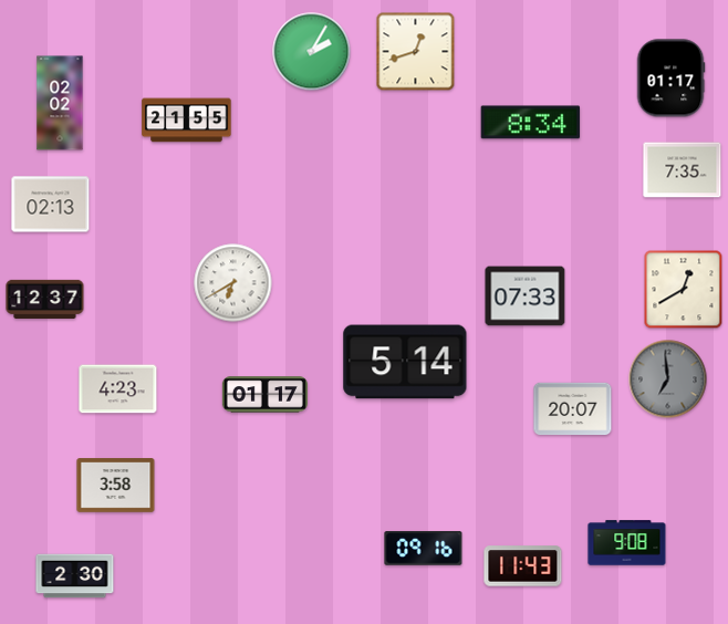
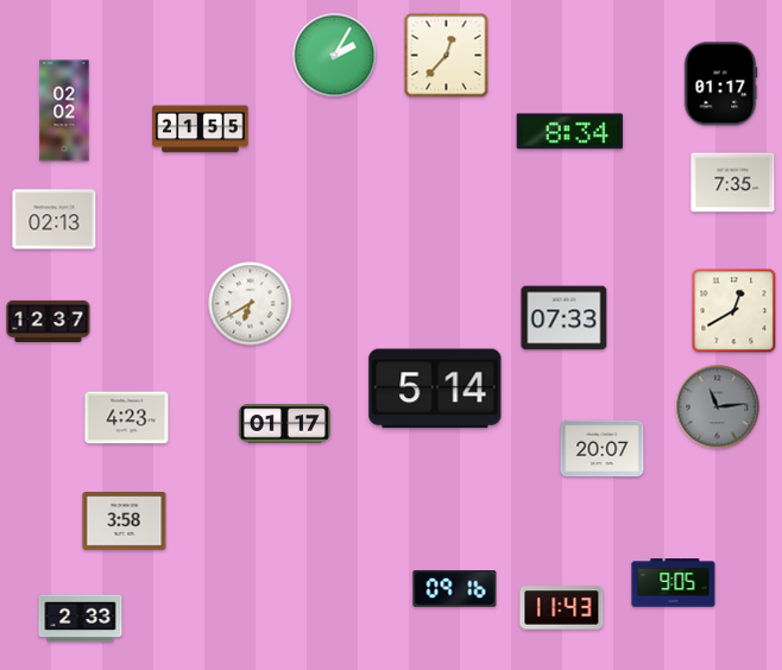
clock at (416, 52): 12:42 -> 12:37
clock at (668, 379): 6:59 -> 11:14
clock at (573, 409) position: (573, 409) -> (603, 449)
clock at (627, 543): 9:08 -> 9:05
clock at (75, 576): 2:30 -> 2:33
